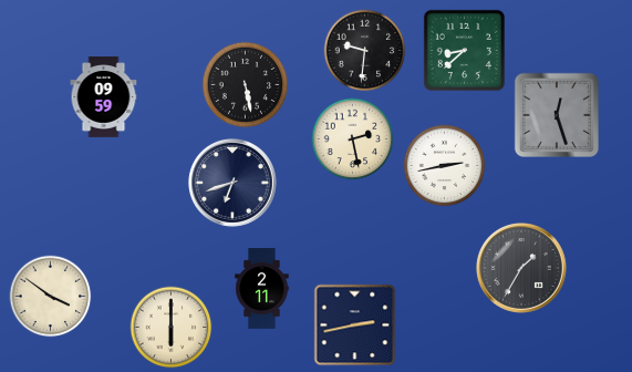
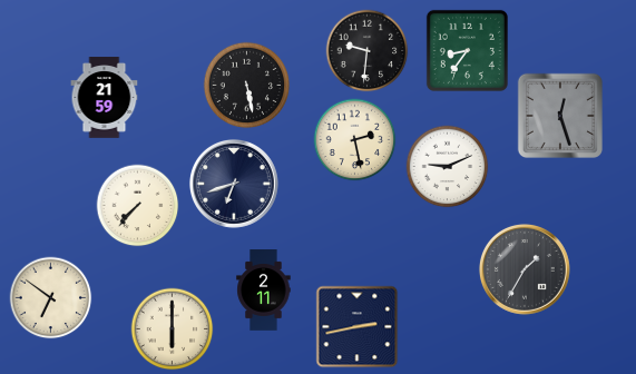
clock at (464, 50): 8:38 -> 8:36
clock at (104, 97): 09:59 -> 21:59
clock at (445, 166): 2:43 -> 9:11
clock at (138, 206): none -> 7:37
clock at (51, 297): 3:51 -> 6:51
